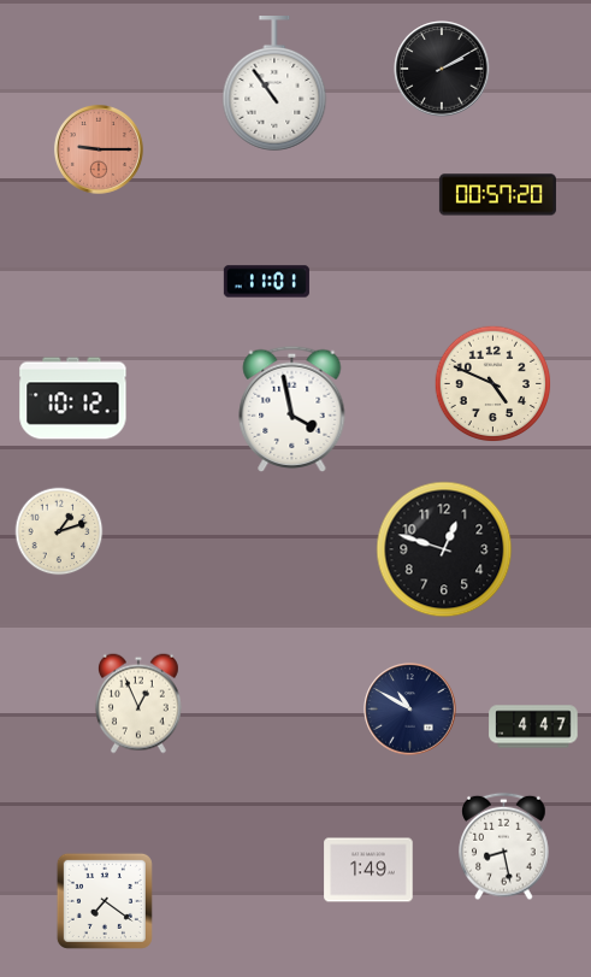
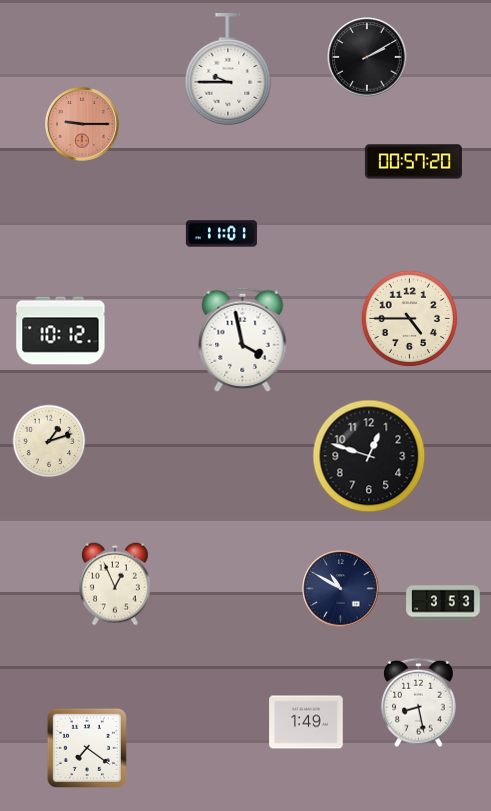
clock at (274, 84): 10:54 -> 9:45
clock at (494, 384): 4:49 -> 4:45
clock at (533, 726): 4:47 -> 3:53
